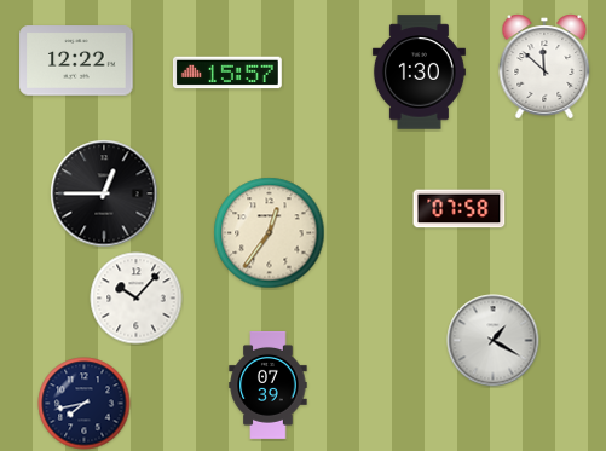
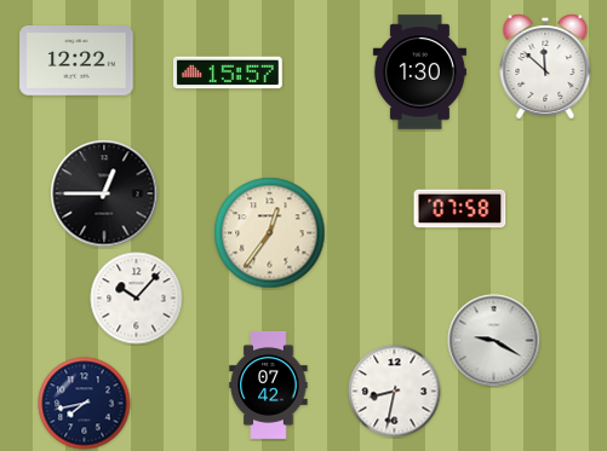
clock at (494, 341): 1:20 -> 9:20
clock at (269, 384): 07:39 -> 07:42
clock at (395, 392): none -> 8:32
